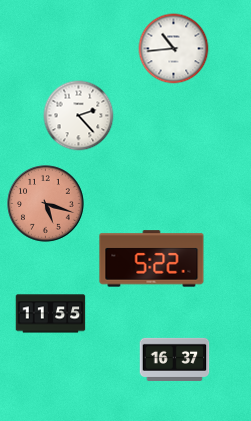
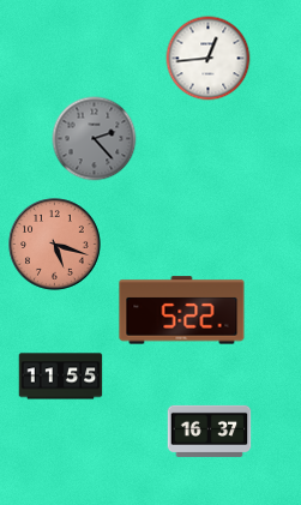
clock at (174, 49): 10:44 -> 12:44
clock at (79, 116) dial: white -> grey
